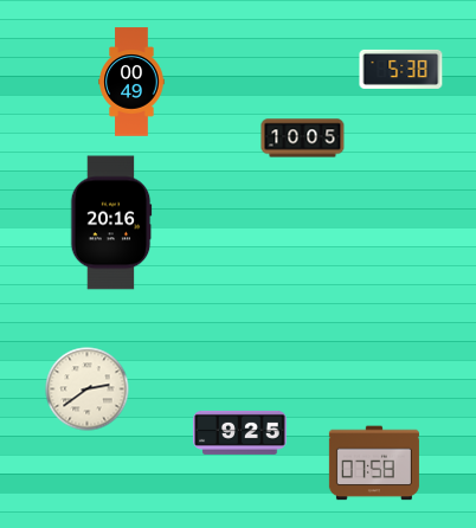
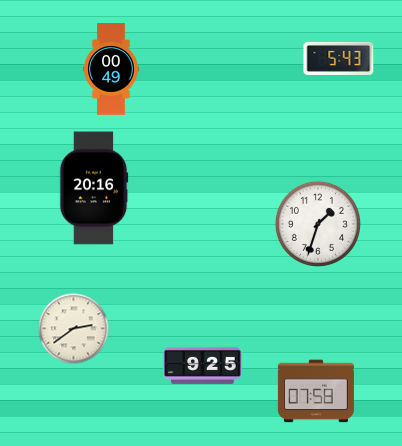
clock at (401, 69): 5:38 -> 5:43
clock at (303, 139): 10:05 -> none
clock at (318, 224): none -> 1:33
